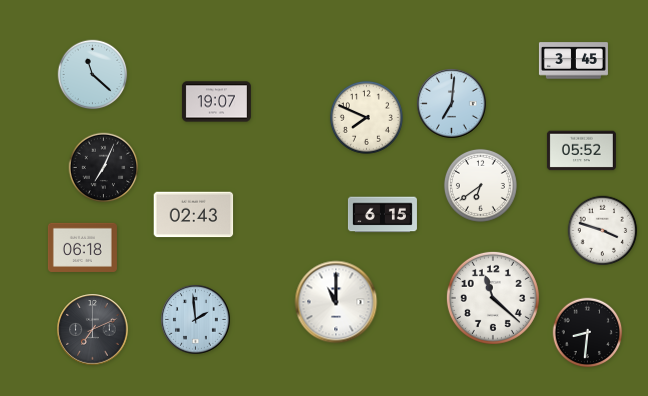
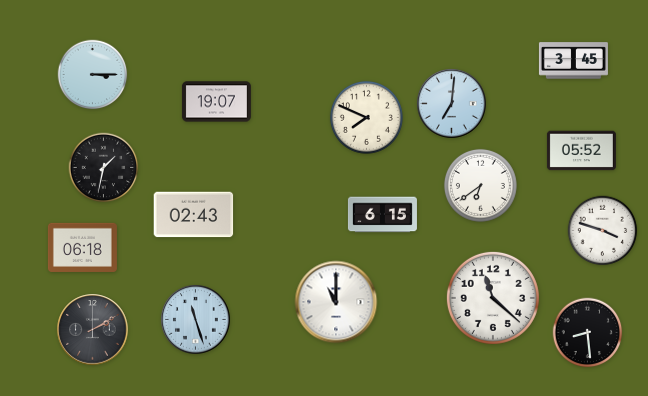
clock at (93, 75): 11:22 -> 3:15
clock at (104, 168): 7:04 -> 1:32
clock at (196, 320): 1:59 -> 11:27
clock at (93, 330): 7:11 -> 2:10
clock at (588, 333): 8:31 -> 8:29
